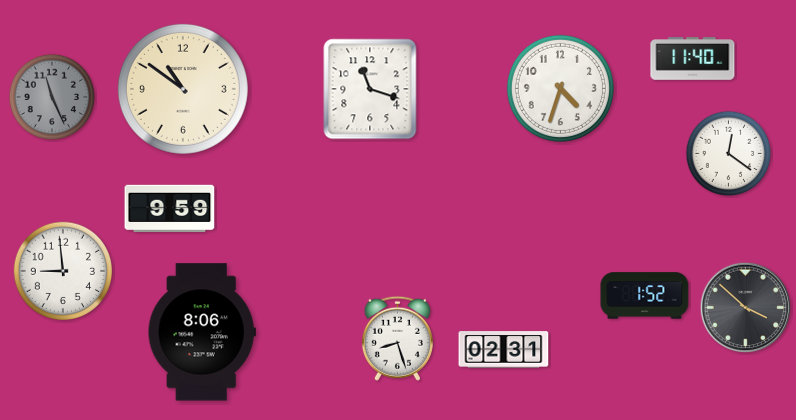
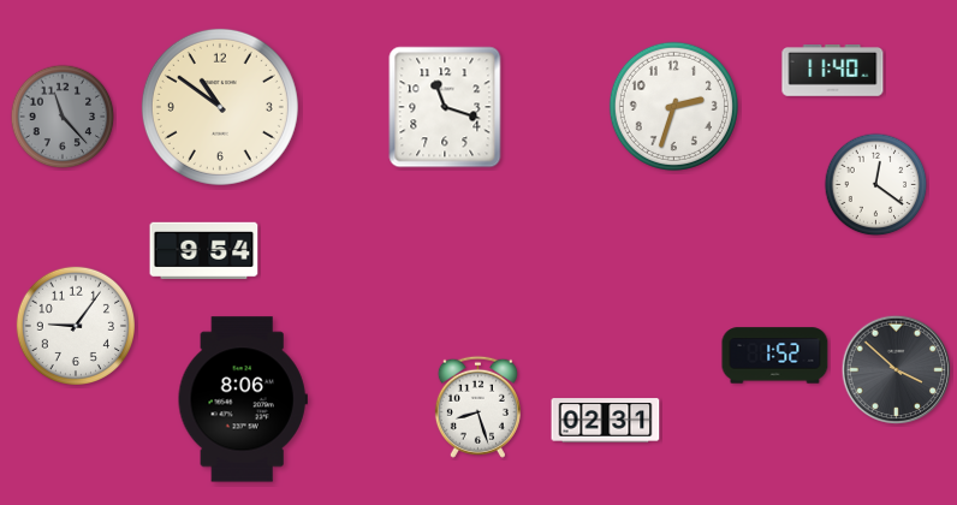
clock at (560, 88): 4:33 -> 2:33
clock at (52, 97): 11:26 -> 11:23
clock at (170, 209): 9:59 -> 9:54
clock at (62, 270): 8:59 -> 9:06
